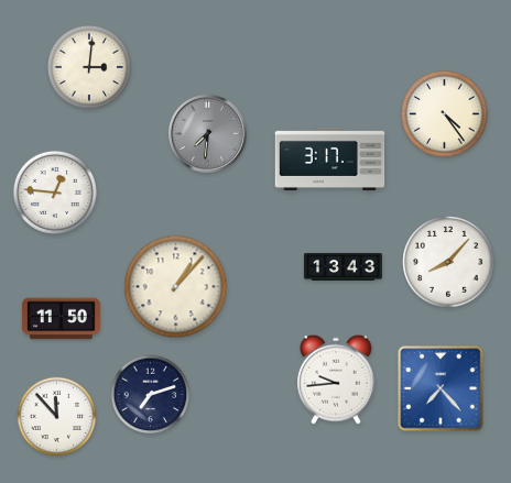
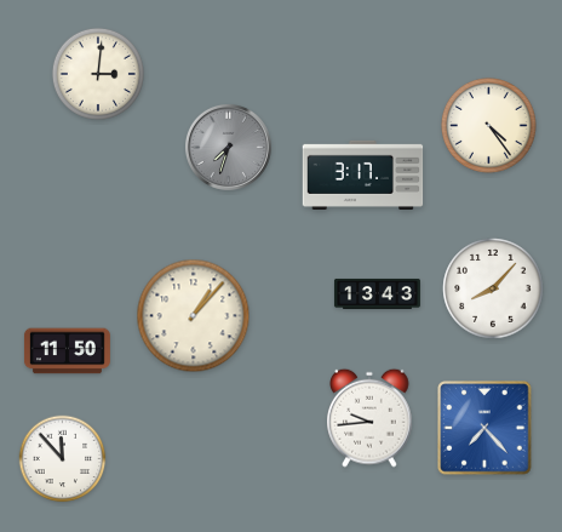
clock at (207, 133): 7:31 -> 7:33
clock at (55, 193): 12:46 -> none
clock at (151, 395): 7:12 -> none
